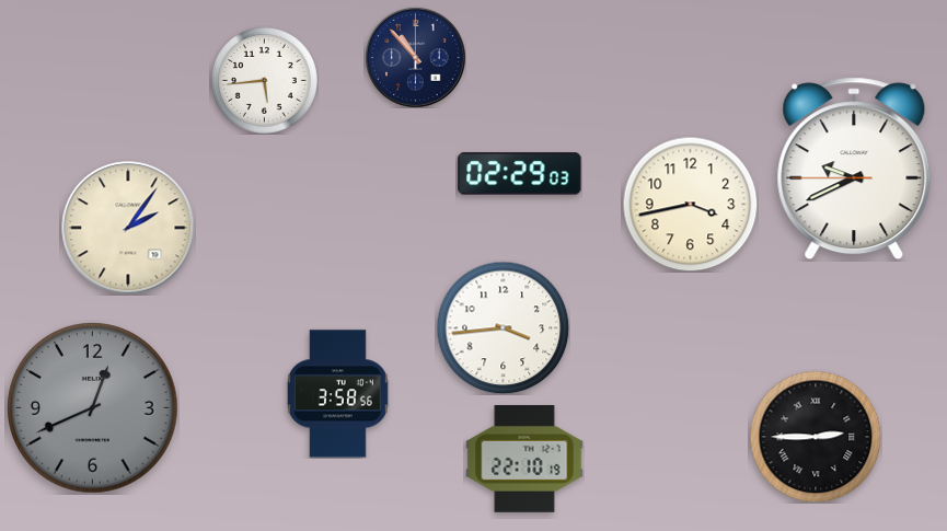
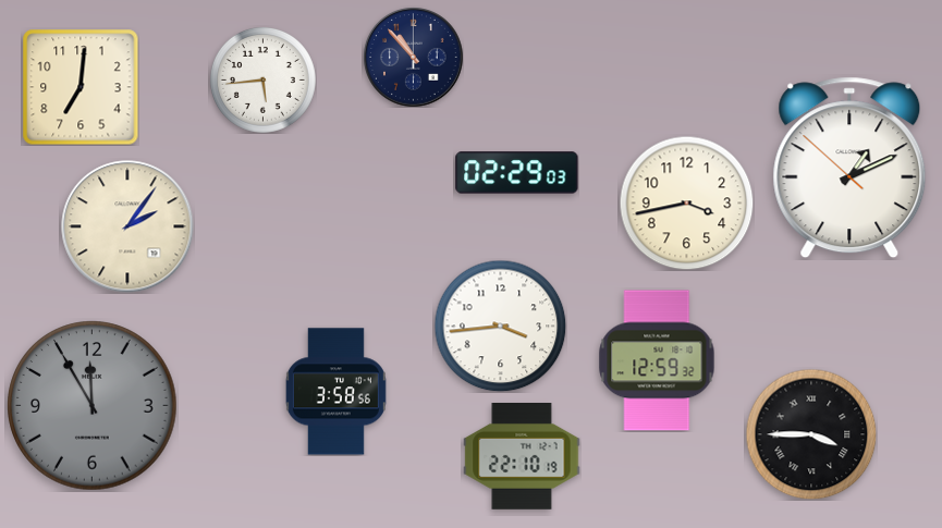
clock at (81, 87): none -> 7:01
clock at (854, 169): 9:40 -> 1:10
clock at (657, 360): none -> 12:59
clock at (93, 408): 12:41 -> 11:55
clock at (816, 437): 2:45 -> 3:45
